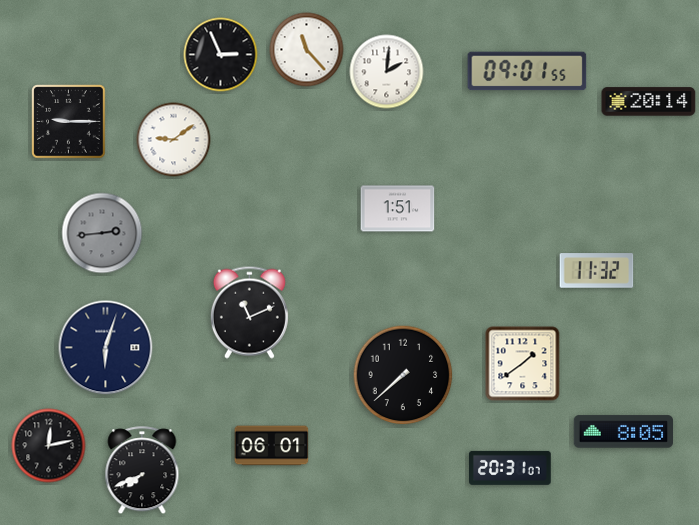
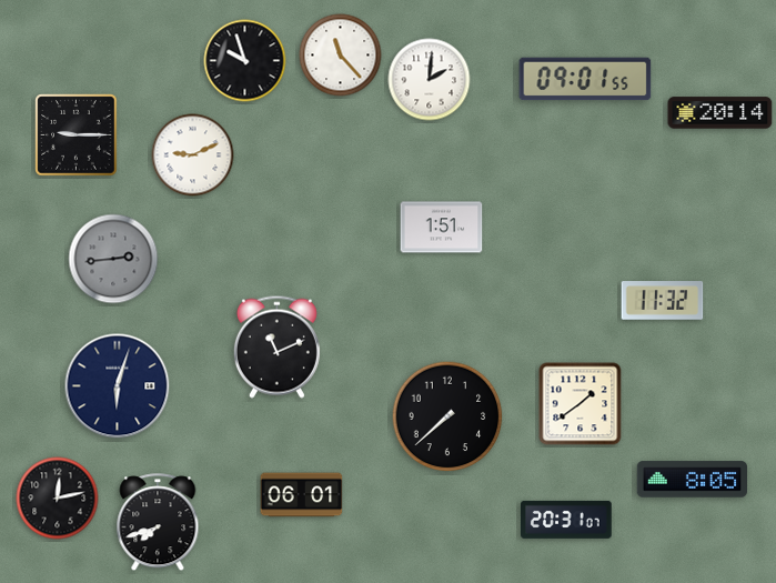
clock at (221, 55): 2:56 -> 9:57
clock at (174, 140): 9:09 -> 9:11
clock at (398, 209) position: (398, 209) -> (442, 228)
clock at (49, 446) position: (49, 446) -> (58, 499)
clock at (142, 471): 7:41 -> 7:42
